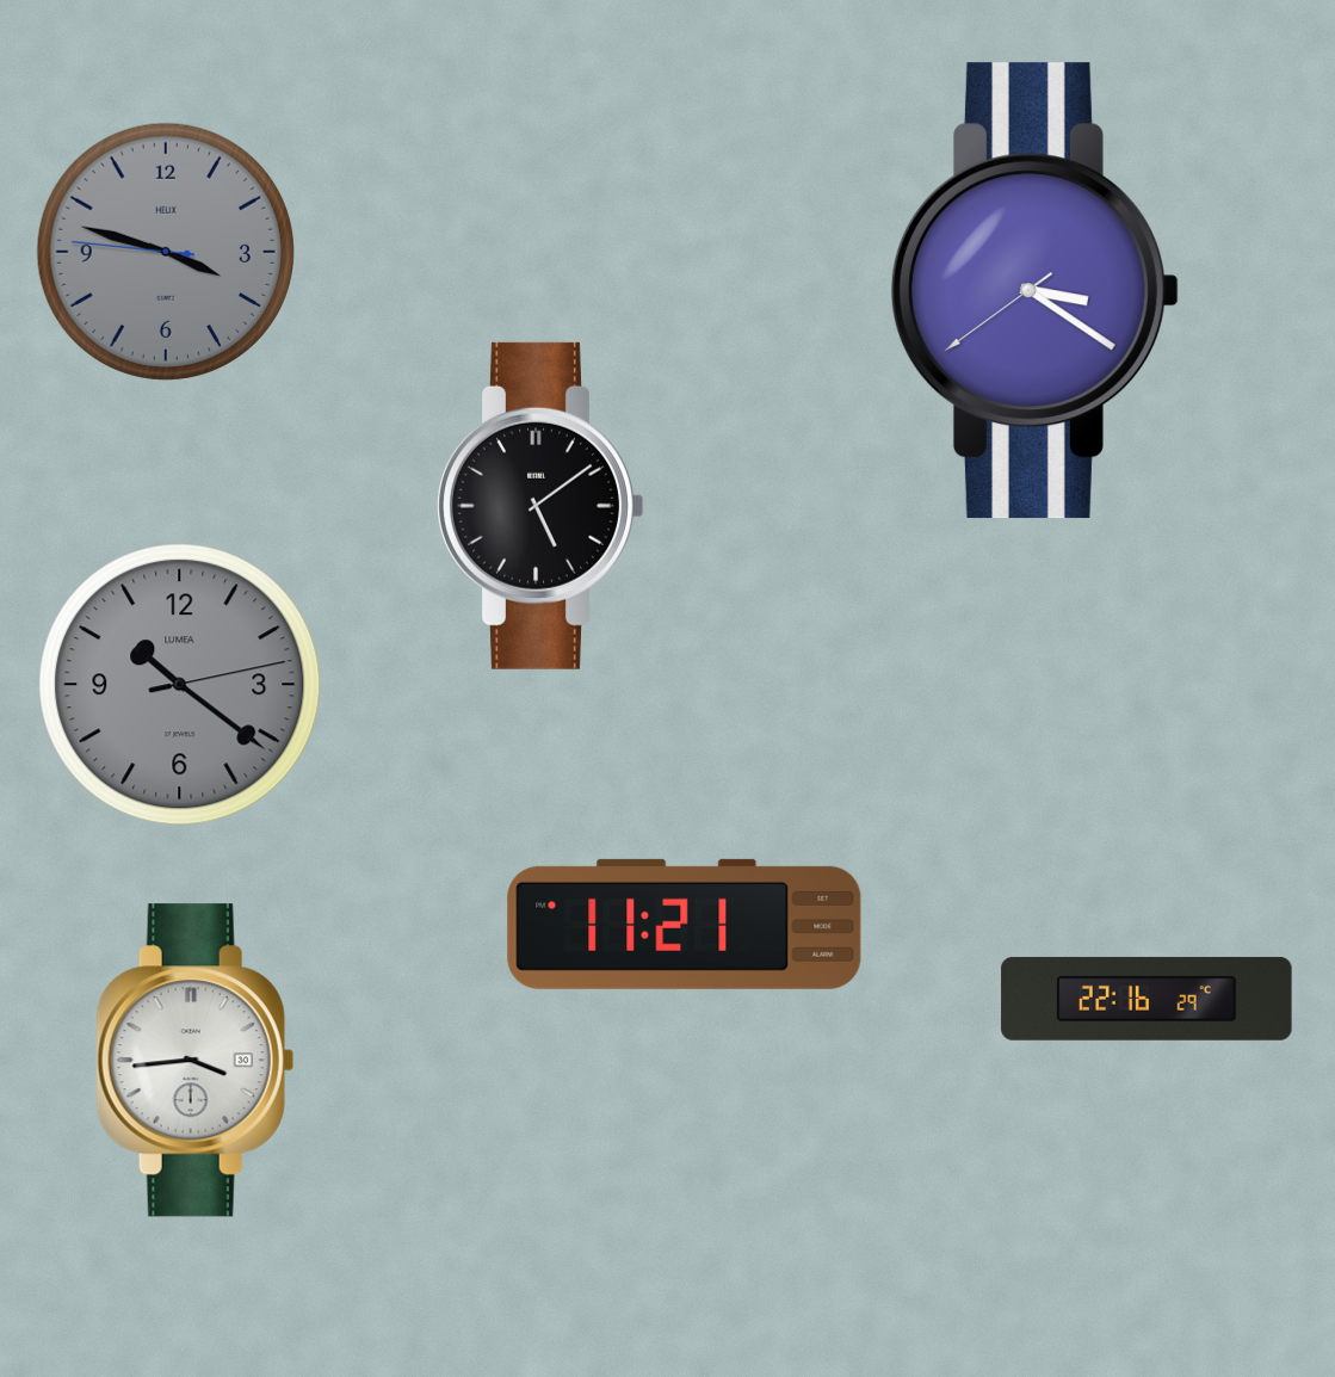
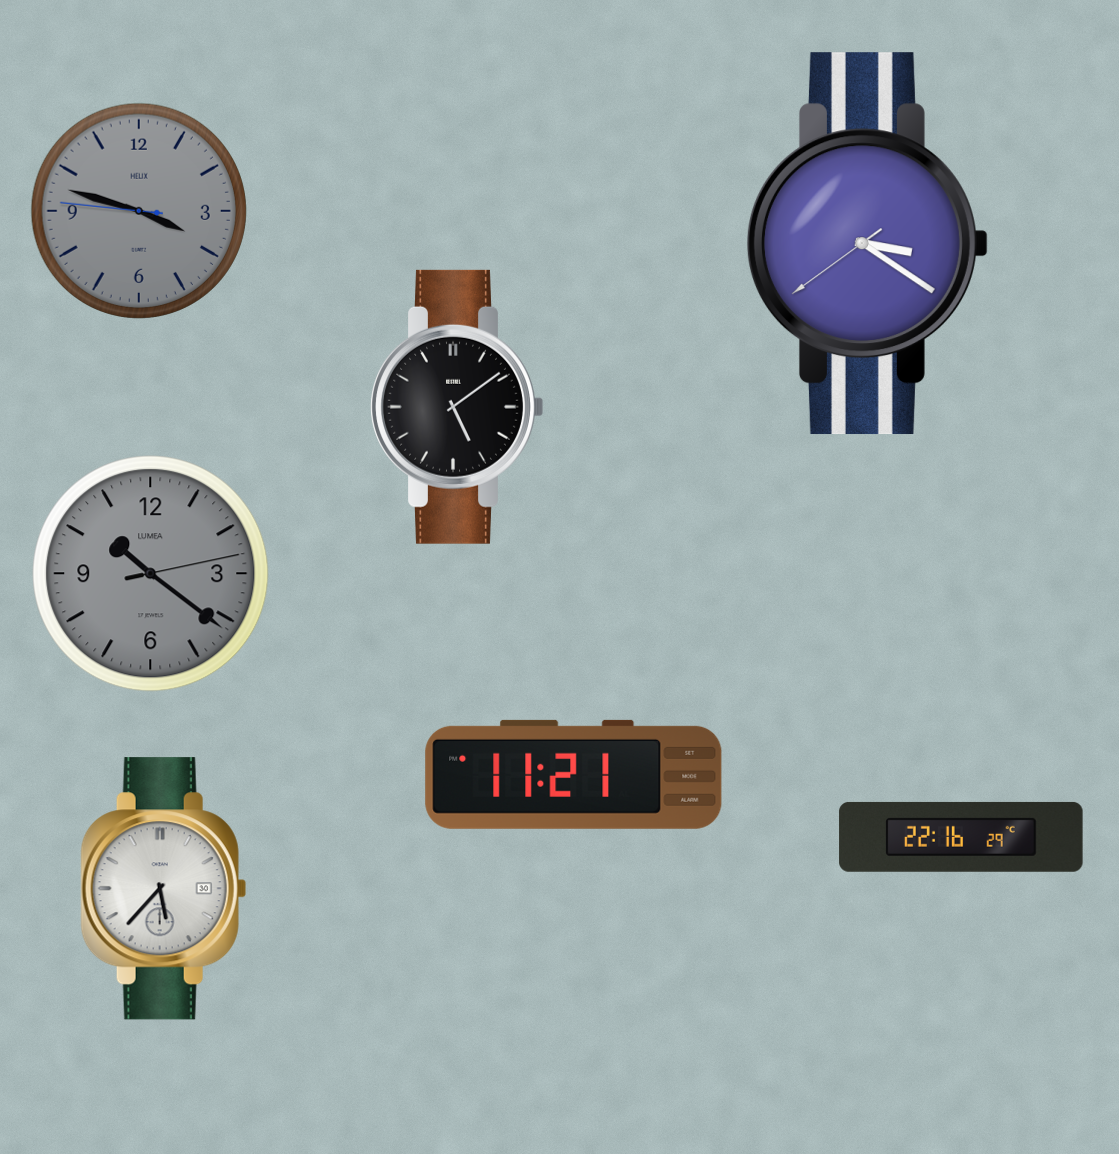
clock at (540, 506) position: (540, 506) -> (457, 407)
clock at (194, 1061): 3:44 -> 5:37
